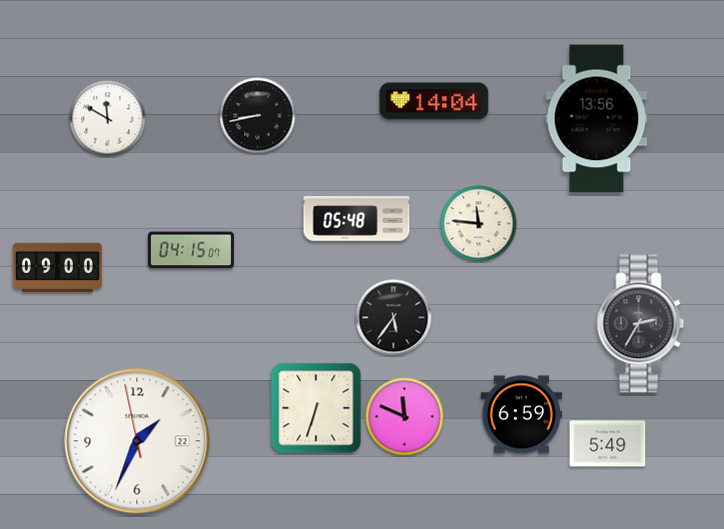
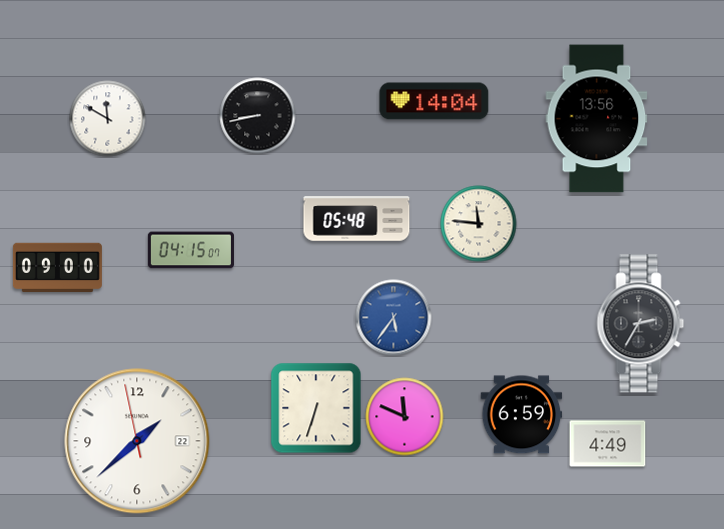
clock at (394, 318) dial: black -> blue
clock at (137, 441): 1:33 -> 1:37
clock at (608, 444): 5:49 -> 4:49
